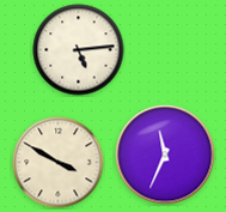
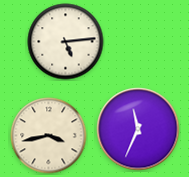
clock at (59, 163): 3:50 -> 3:43
